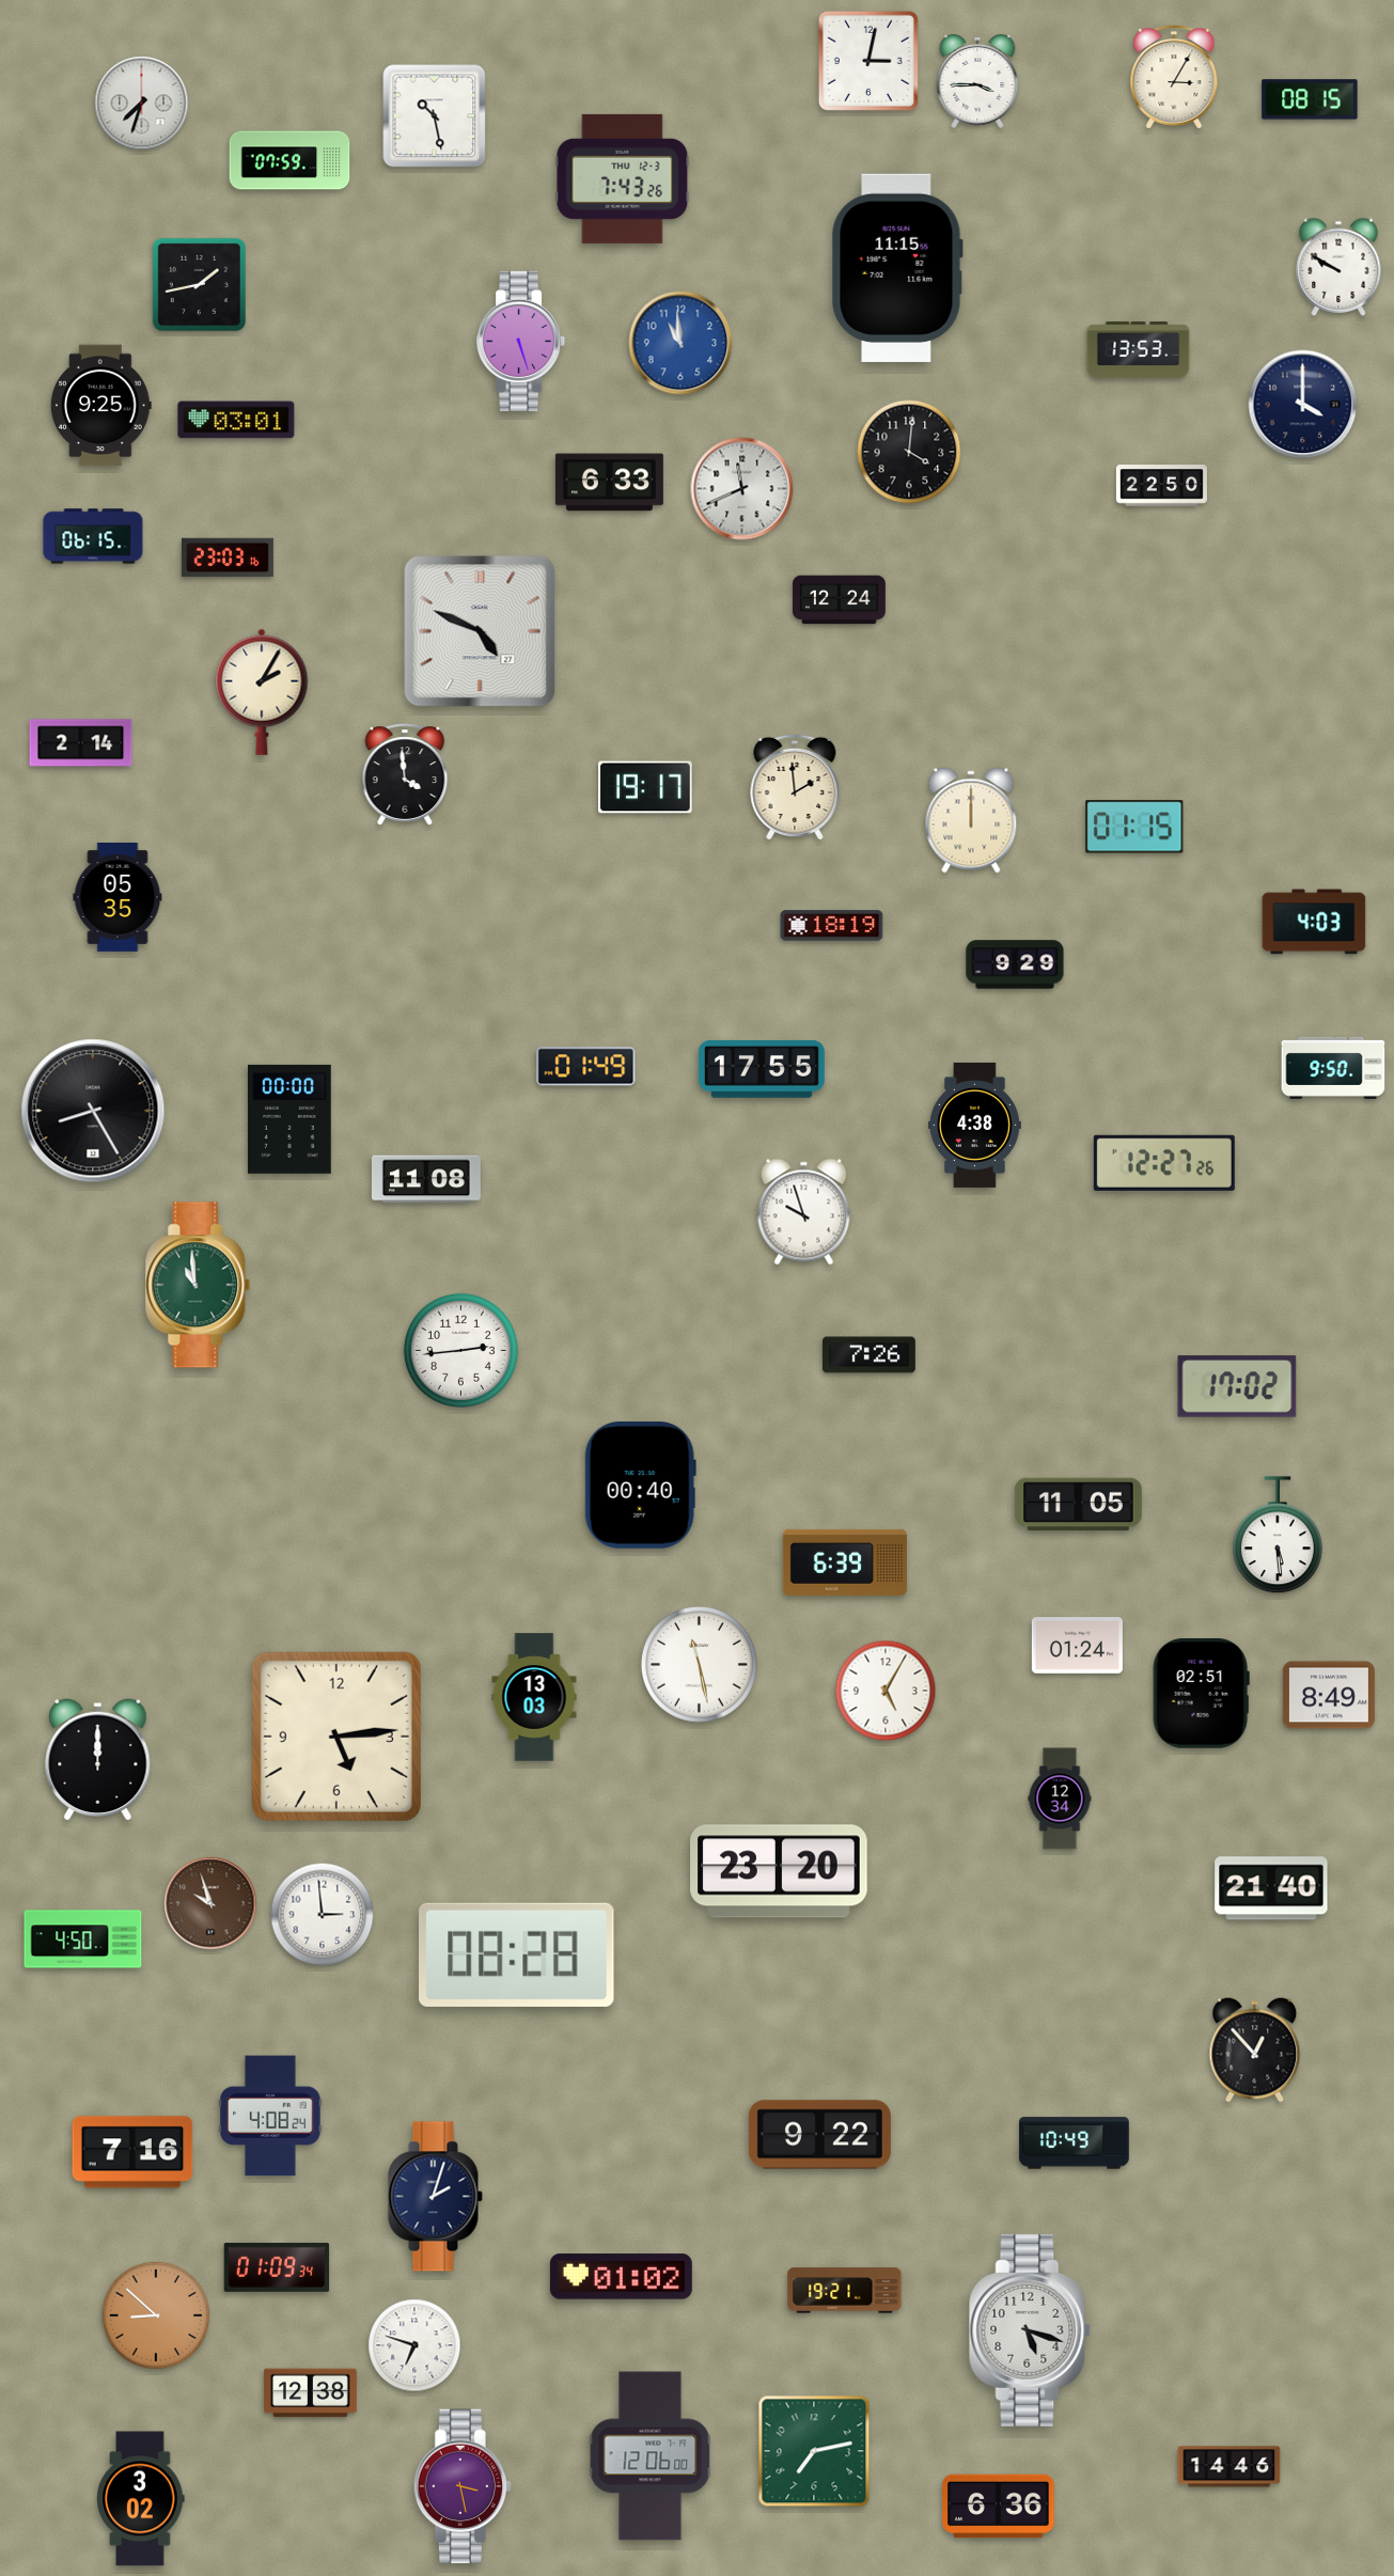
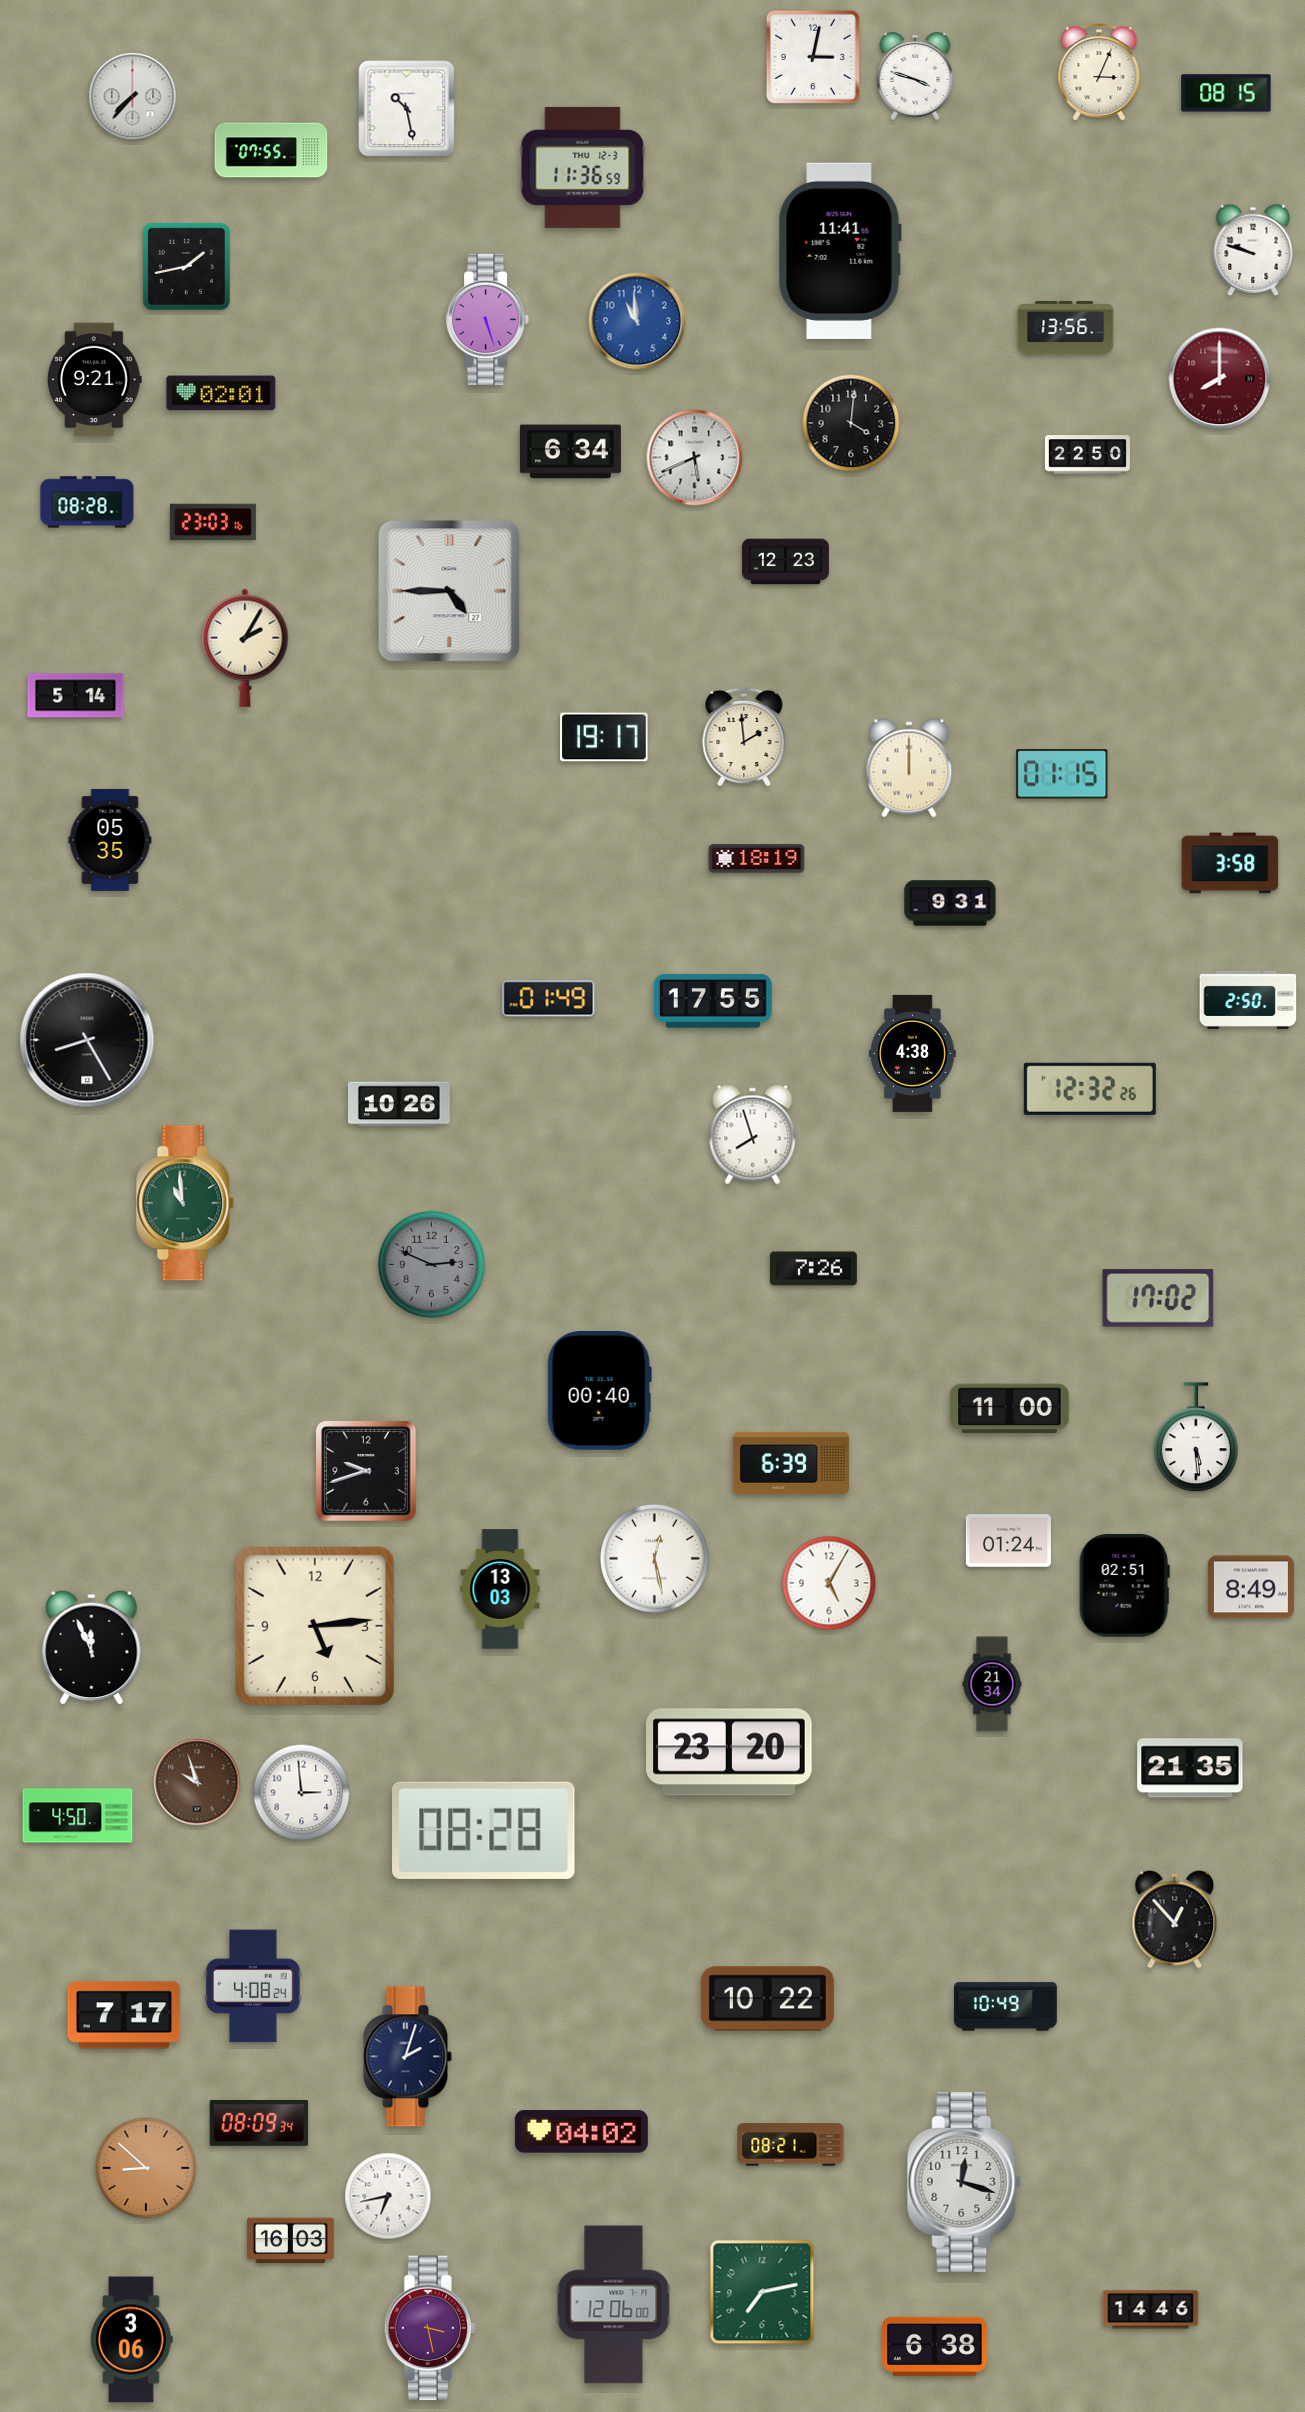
clock at (1174, 78): 3:05 -> 3:04
clock at (977, 81): 3:45 -> 3:48
clock at (142, 104): 7:33 -> 7:37
clock at (289, 160): 07:59 -> 07:55
clock at (623, 178): 7:43 -> 11:36
clock at (1338, 267): 9:50 -> 9:48
clock at (897, 268): 11:15 -> 11:41
clock at (1139, 349): 13:53 -> 13:56
clock at (1303, 405): 4:00 -> 8:00
clock at (1303, 405) dial: navy -> burgundy
clock at (100, 406): 9:25 -> 9:21
clock at (236, 420): 03:01 -> 02:01
clock at (609, 483): 6:33 -> 6:34
clock at (742, 489): 11:41 -> 5:41
clock at (93, 536): 06:15 -> 08:28
clock at (840, 600): 12:24 -> 12:23
clock at (480, 631): 4:49 -> 4:45
clock at (81, 743): 2:14 -> 5:14
clock at (405, 774): 3:59 -> none
clock at (1314, 922): 4:03 -> 3:58
clock at (832, 926) position: (832, 926) -> (757, 859)
clock at (1015, 964): 9:29 -> 9:31
clock at (1333, 1068): 9:50 -> 2:50
clock at (289, 1119): 00:00 -> none
clock at (1164, 1163): 12:27 -> 12:32
clock at (426, 1179): 11:08 -> 10:26
clock at (804, 1212): 9:57 -> 7:57
clock at (460, 1350): 2:44 -> 2:49
clock at (460, 1350) dial: white -> grey
clock at (1079, 1505): 11:05 -> 11:00
clock at (366, 1471): none -> 9:42
clock at (700, 1665): 11:28 -> 12:28
clock at (1329, 1695) position: (1329, 1695) -> (1251, 1587)
clock at (98, 1759): 12:00 -> 11:56
clock at (1060, 1799): 12:34 -> 21:34
clock at (1271, 1888): 21:40 -> 21:35
clock at (270, 2116) position: (270, 2116) -> (253, 1986)
clock at (819, 2135): 9:22 -> 10:22
clock at (132, 2152): 7:16 -> 7:17
clock at (277, 2267): 01:09 -> 08:09
clock at (621, 2277): 01:02 -> 04:02
clock at (845, 2291): 19:21 -> 08:21
clock at (1030, 2330): 5:18 -> 12:18
clock at (414, 2345): 6:48 -> 6:43
clock at (311, 2393): 12:38 -> 16:03
clock at (814, 2451) position: (814, 2451) -> (762, 2292)
clock at (651, 2456) position: (651, 2456) -> (614, 2305)
clock at (463, 2486) position: (463, 2486) -> (430, 2328)
clock at (141, 2499): 3:02 -> 3:06
clock at (999, 2507): 6:36 -> 6:38
